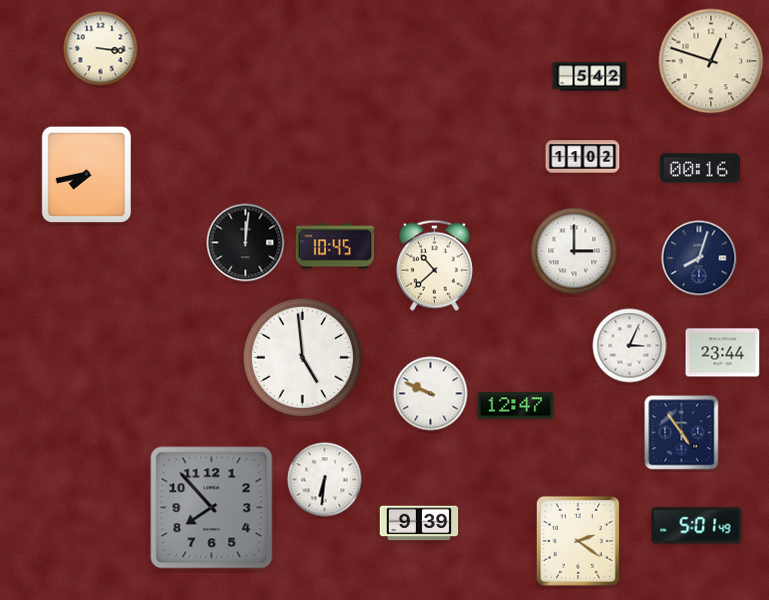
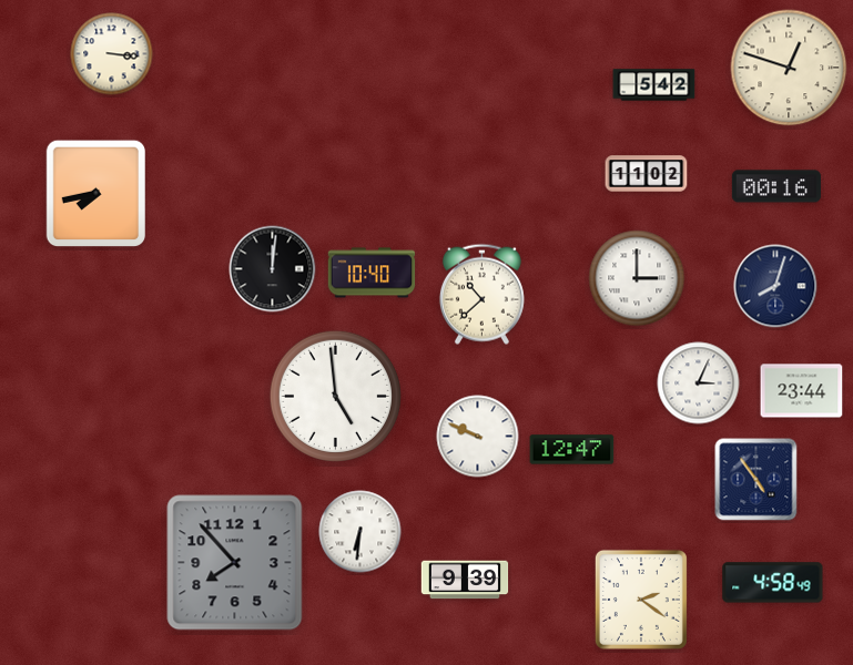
clock at (335, 246): 10:45 -> 10:40
clock at (697, 526): 5:01 -> 4:58
